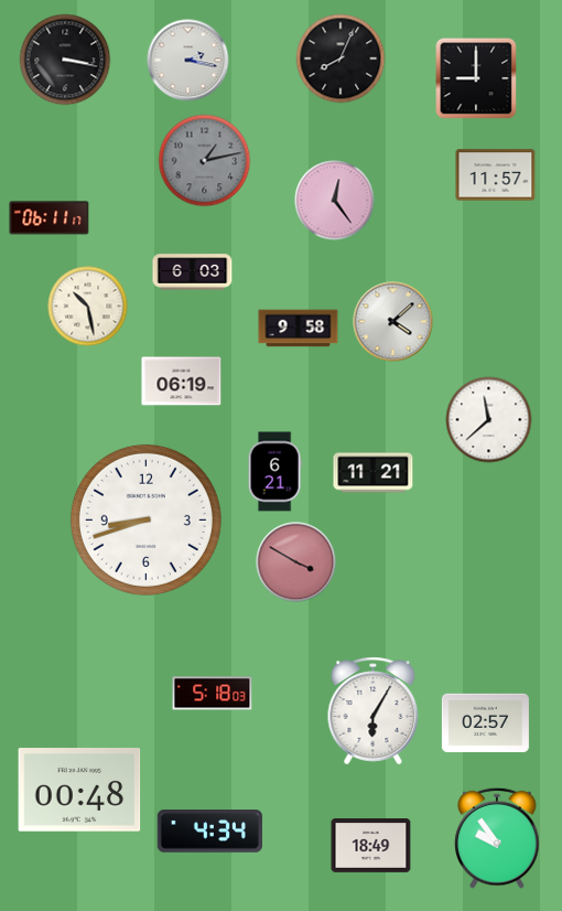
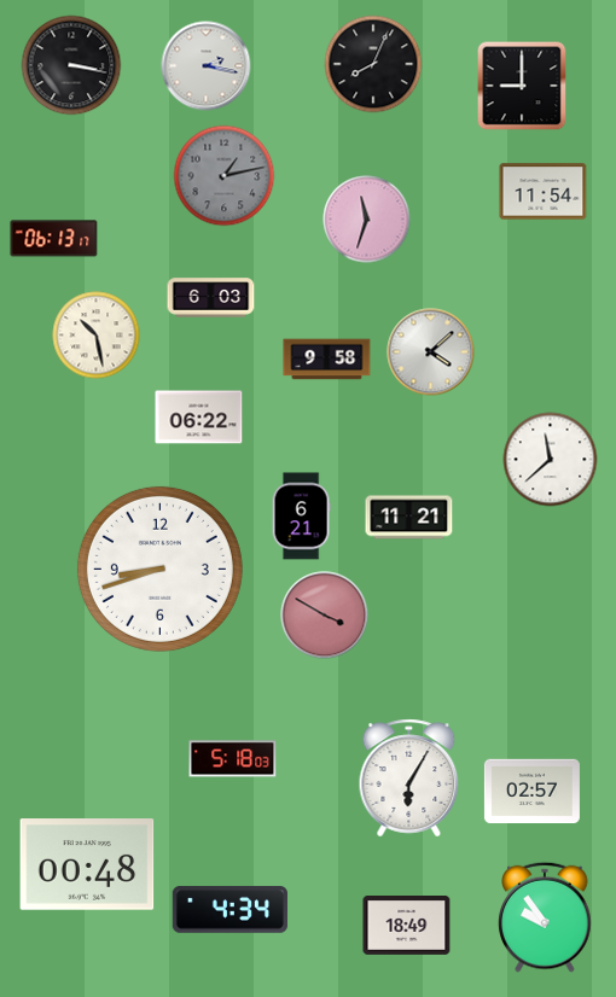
clock at (496, 175): 11:57 -> 11:54
clock at (335, 201): 12:24 -> 11:33
clock at (50, 218): 06:11 -> 06:13
clock at (182, 382): 06:19 -> 06:22
clock at (489, 420) position: (489, 420) -> (551, 460)
